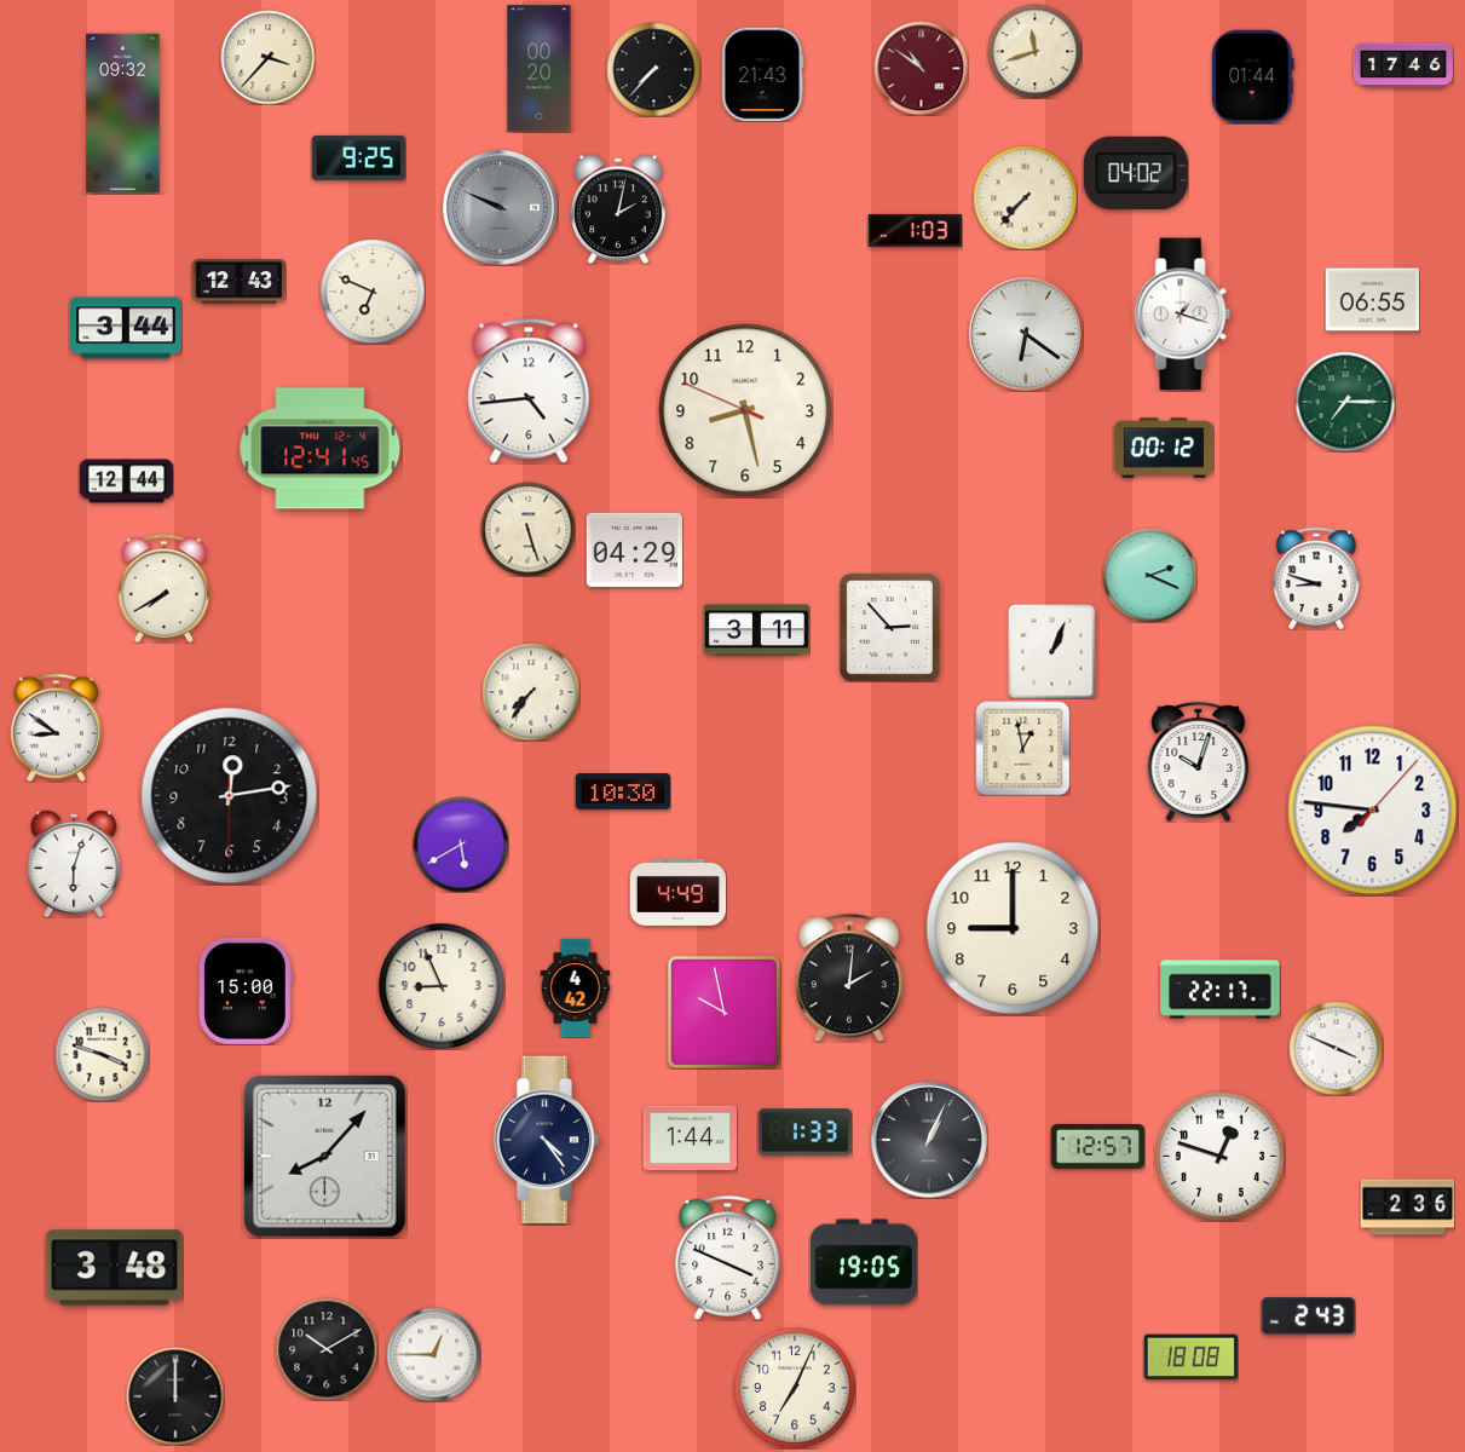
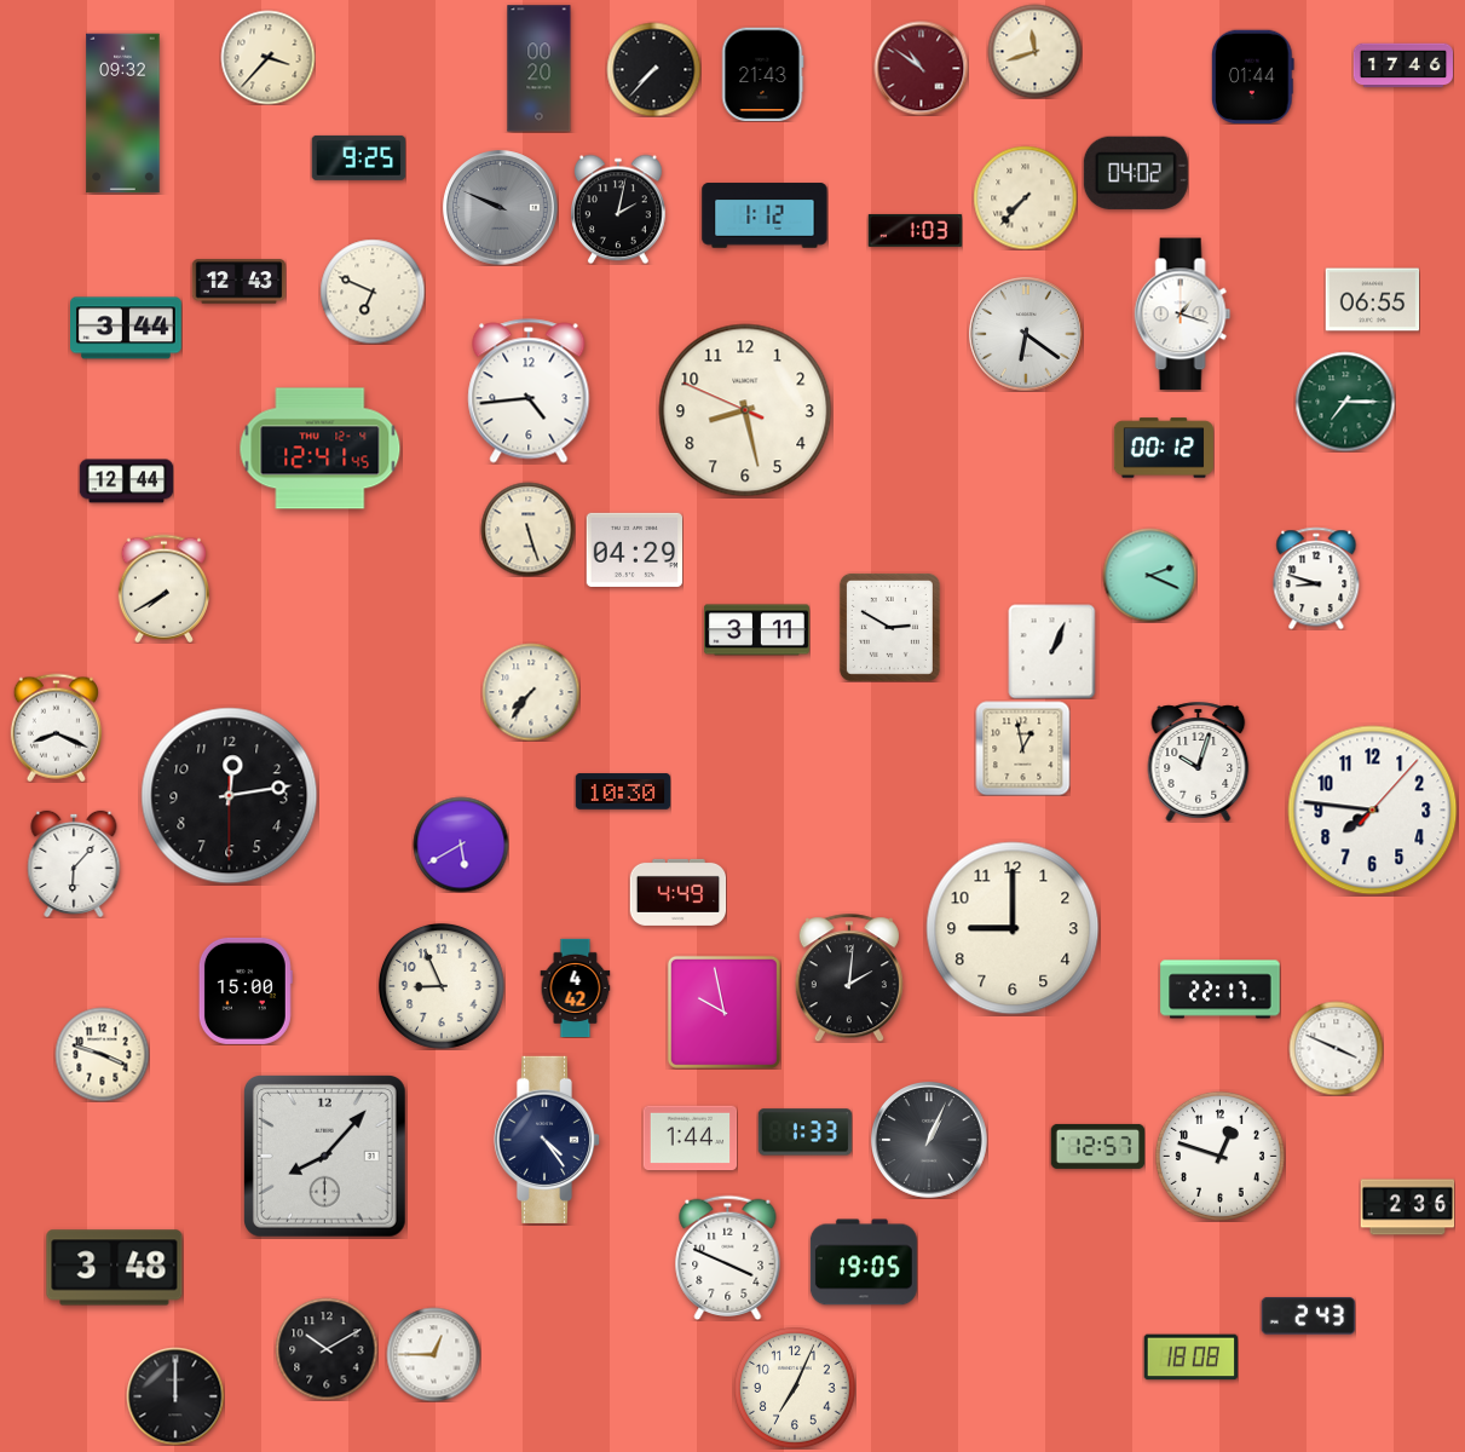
clock at (765, 215): none -> 1:12
clock at (889, 627): 2:53 -> 2:50
clock at (56, 727): 8:51 -> 8:19
clock at (74, 864): 6:03 -> 6:07
